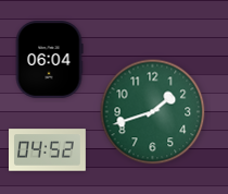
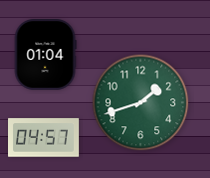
clock at (49, 60): 06:04 -> 01:04
clock at (48, 150): 04:52 -> 04:57
